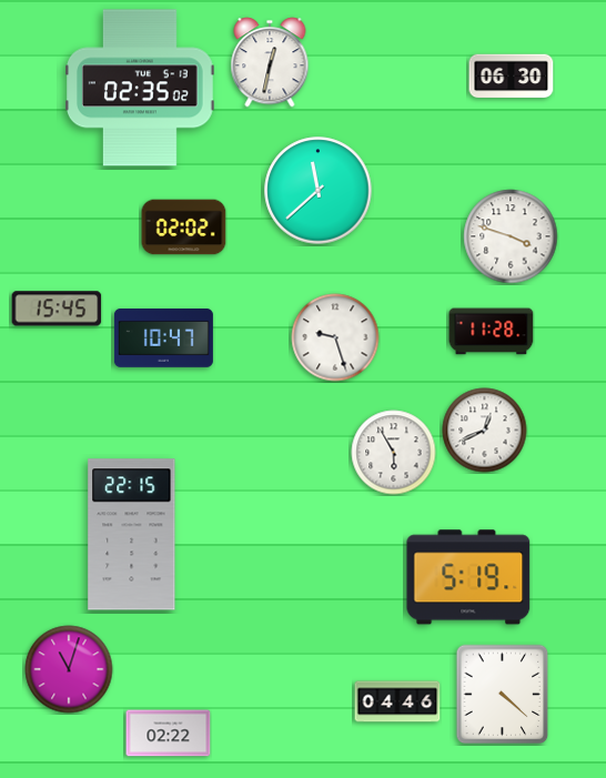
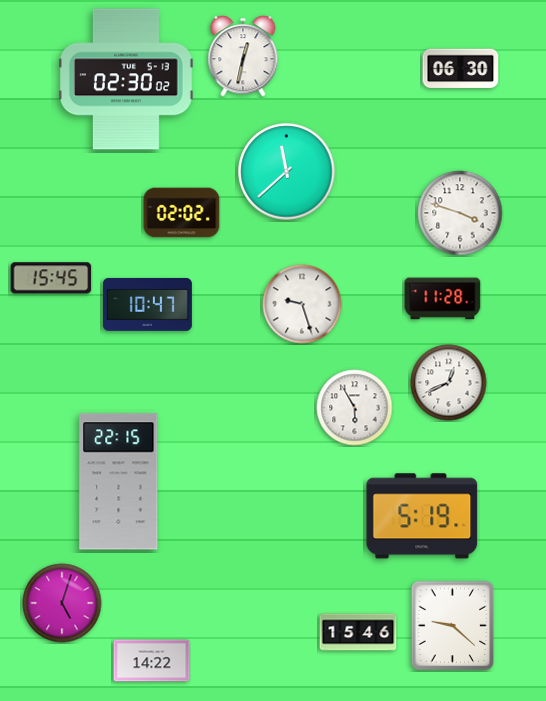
clock at (141, 88): 02:35 -> 02:30
clock at (184, 228) position: (184, 228) -> (182, 213)
clock at (485, 431) position: (485, 431) -> (449, 383)
clock at (468, 577) position: (468, 577) -> (422, 516)
clock at (69, 669): 11:03 -> 5:03
clock at (503, 695): 4:22 -> 9:22
clock at (397, 701): 04:46 -> 15:46
clock at (169, 734): 02:22 -> 14:22
